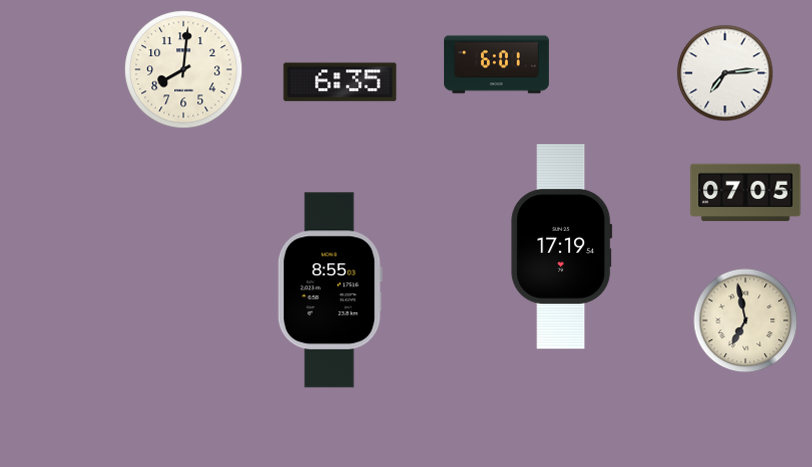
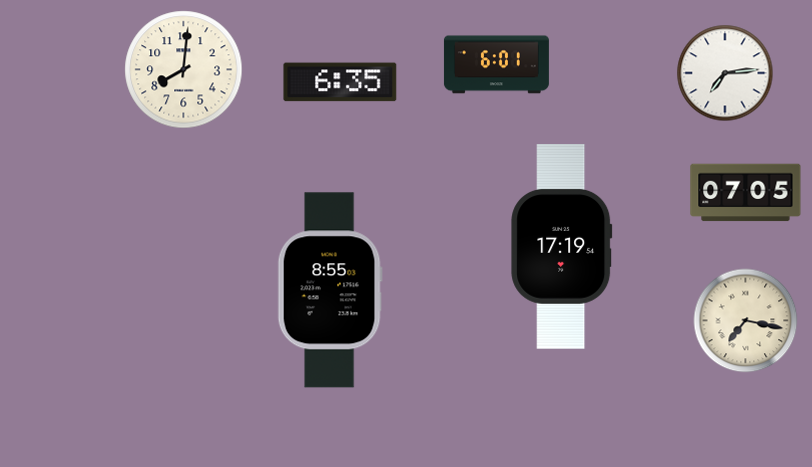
clock at (746, 321): 6:58 -> 7:17
